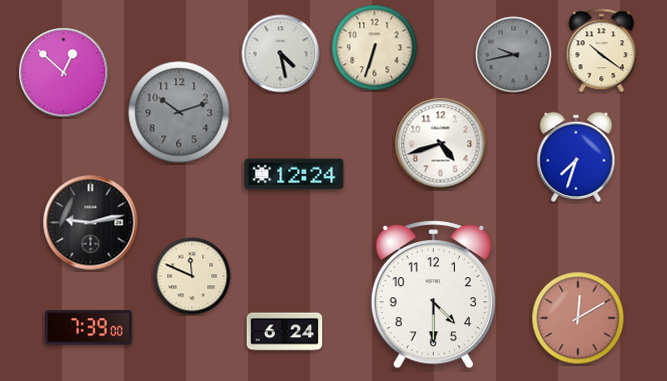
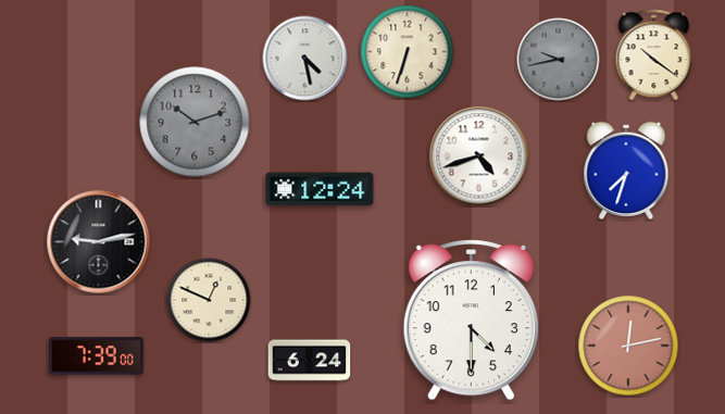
clock at (64, 73): 12:52 -> none
clock at (192, 276): 11:49 -> 12:49
clock at (578, 318): 12:10 -> 12:13
